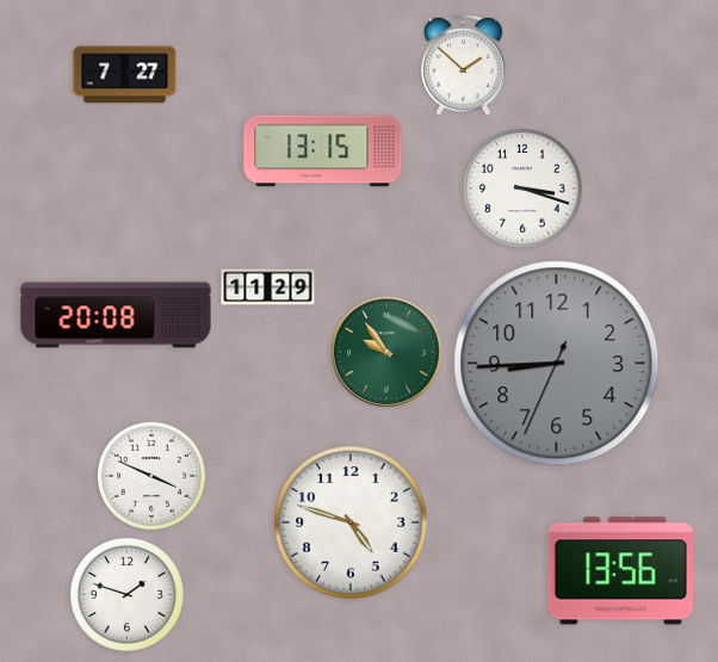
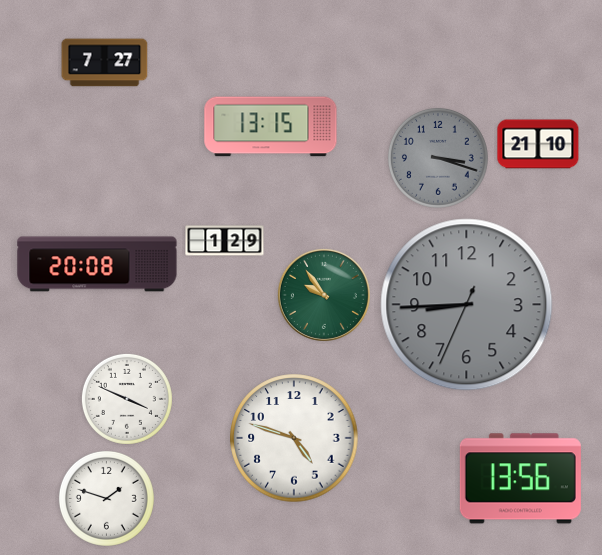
clock at (463, 64): 1:52 -> none
clock at (538, 144): none -> 21:10
clock at (522, 188) dial: white -> grey
clock at (268, 287): 11:29 -> 1:29
